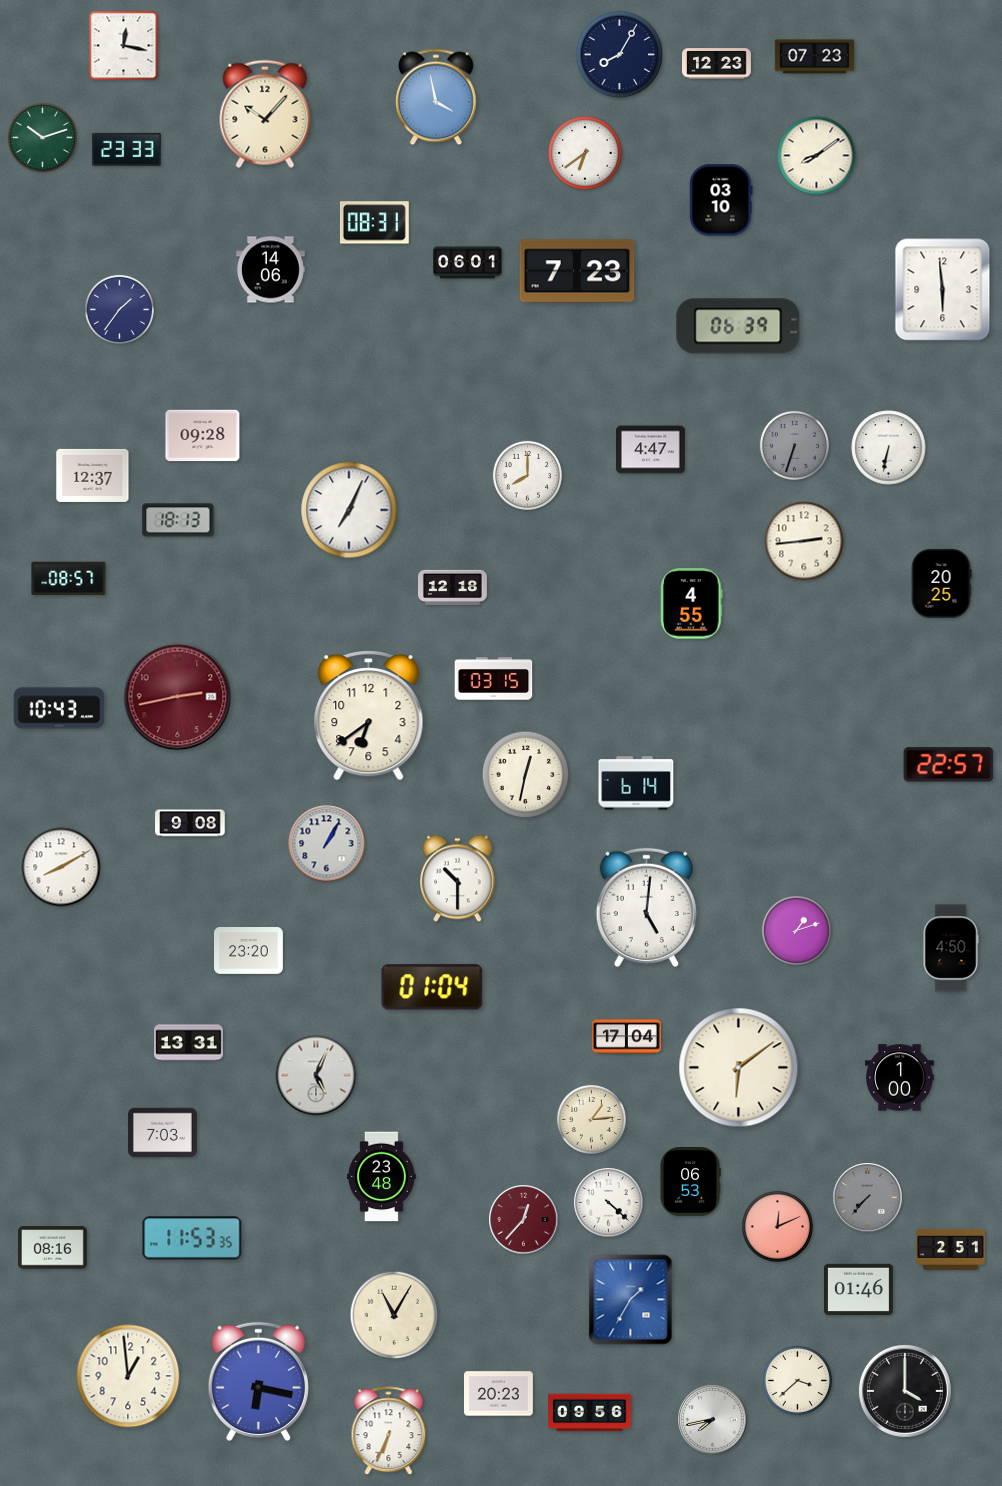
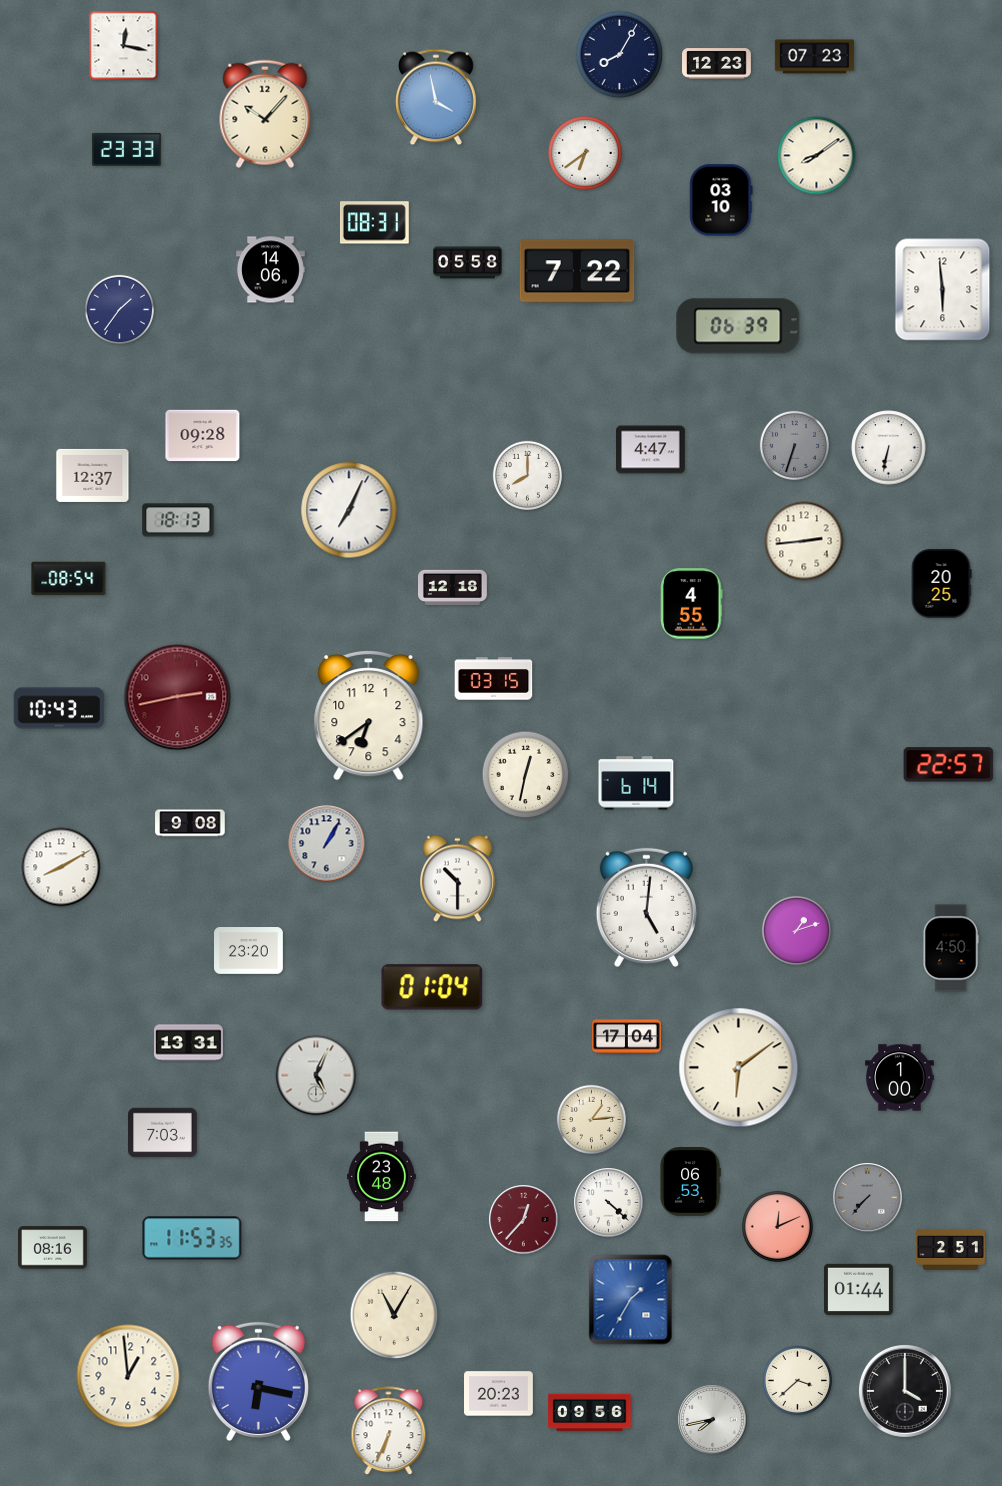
clock at (42, 137): 10:12 -> none
clock at (468, 263): 06:01 -> 05:58
clock at (577, 271): 7:23 -> 7:22
clock at (69, 579): 08:57 -> 08:54
clock at (859, 1290): 01:46 -> 01:44
